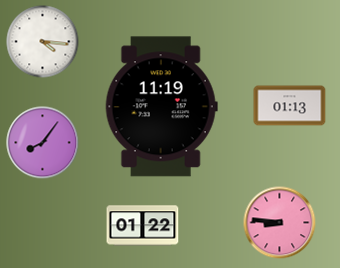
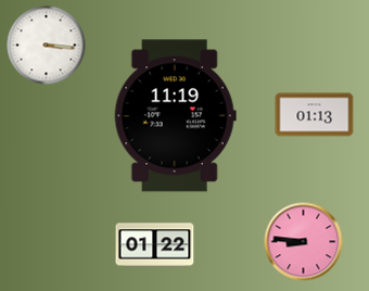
clock at (43, 42): 4:16 -> 3:16
clock at (43, 143): 8:06 -> none
